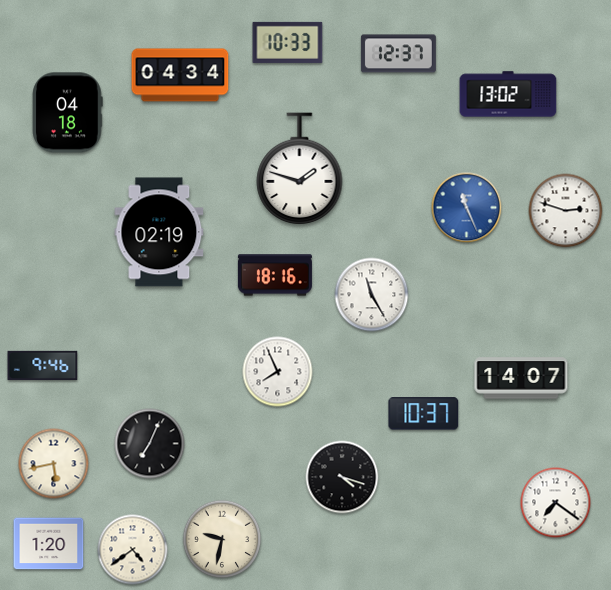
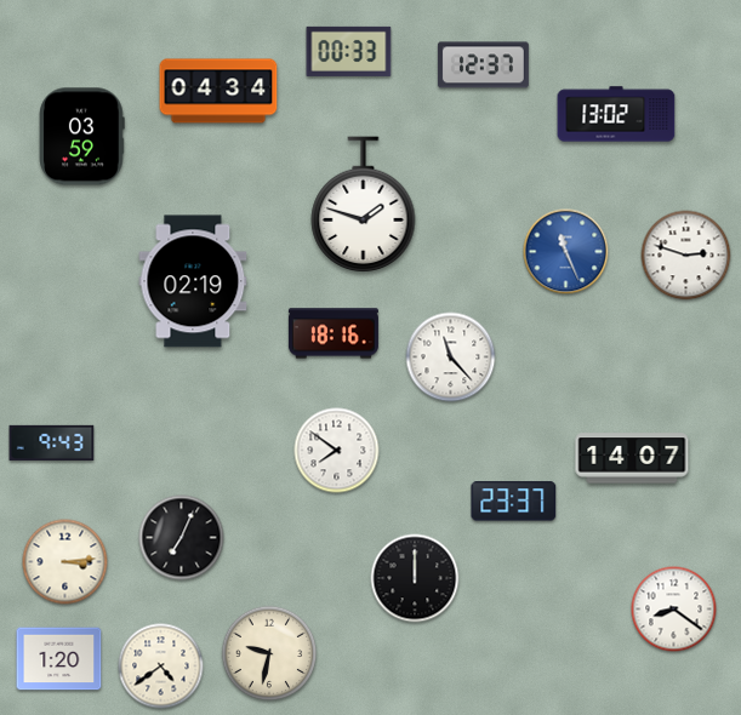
clock at (288, 42): 10:33 -> 00:33
clock at (68, 113): 04:18 -> 03:59
clock at (372, 295): 11:25 -> 11:23
clock at (43, 365): 9:46 -> 9:43
clock at (278, 372): 7:56 -> 7:51
clock at (424, 414): 10:37 -> 23:37
clock at (54, 464): 5:43 -> 3:14
clock at (342, 477): 4:18 -> 12:00
clock at (556, 503): 7:21 -> 8:21
